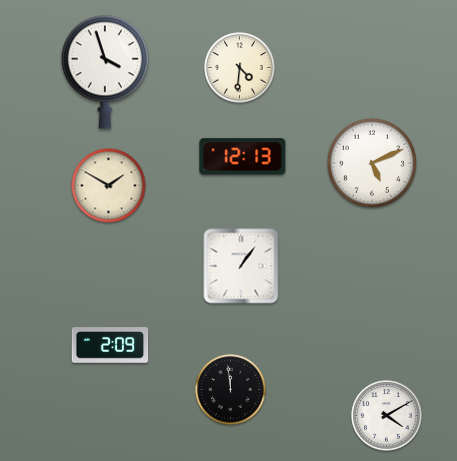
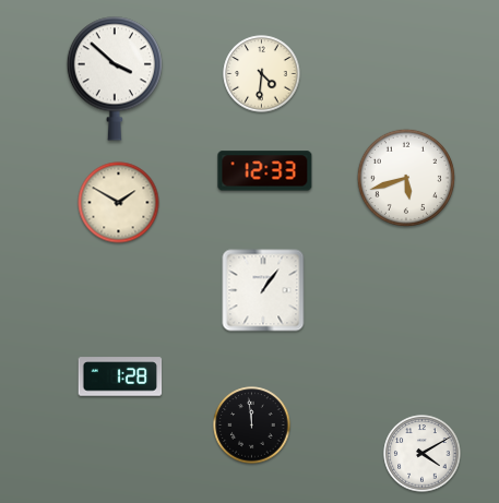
clock at (105, 72): 3:57 -> 3:52
clock at (243, 157): 12:13 -> 12:33
clock at (372, 163): 5:11 -> 5:42
clock at (110, 345): 2:09 -> 1:28
